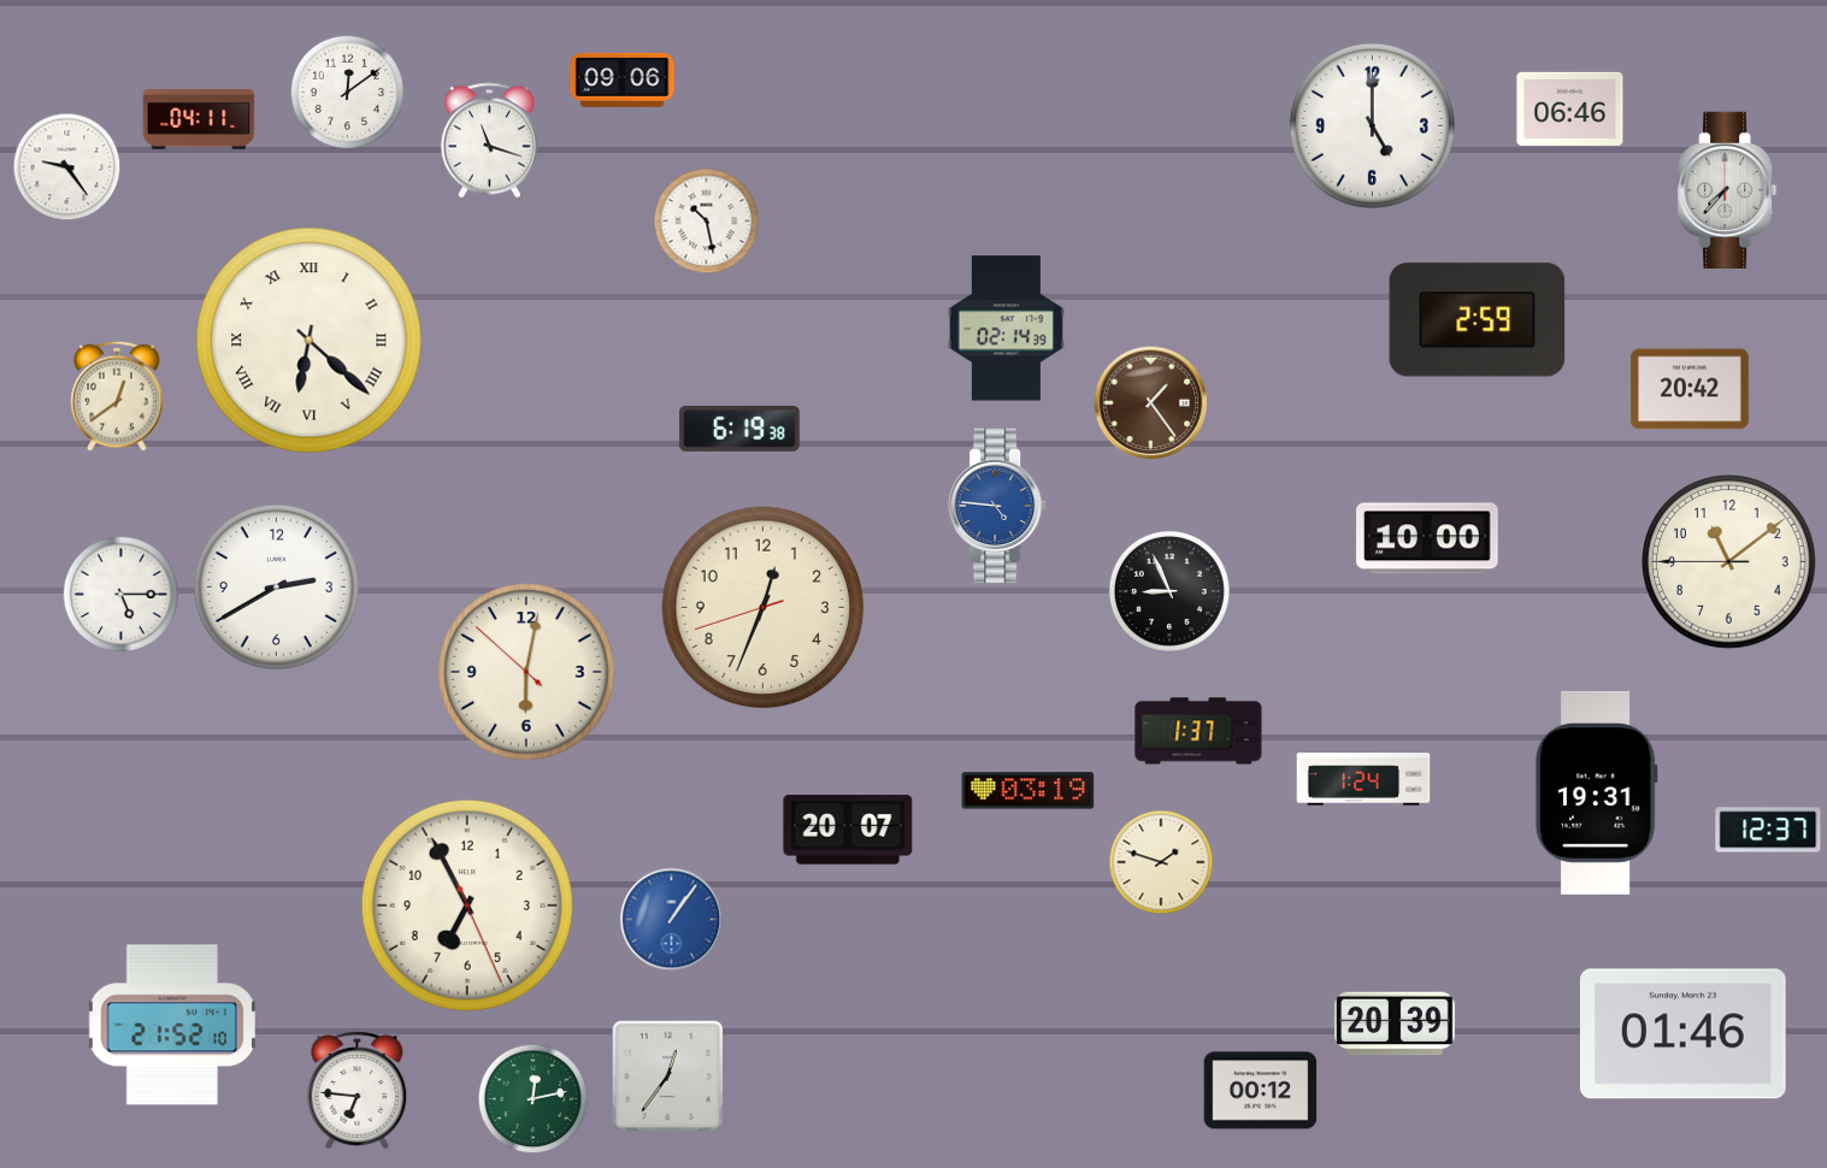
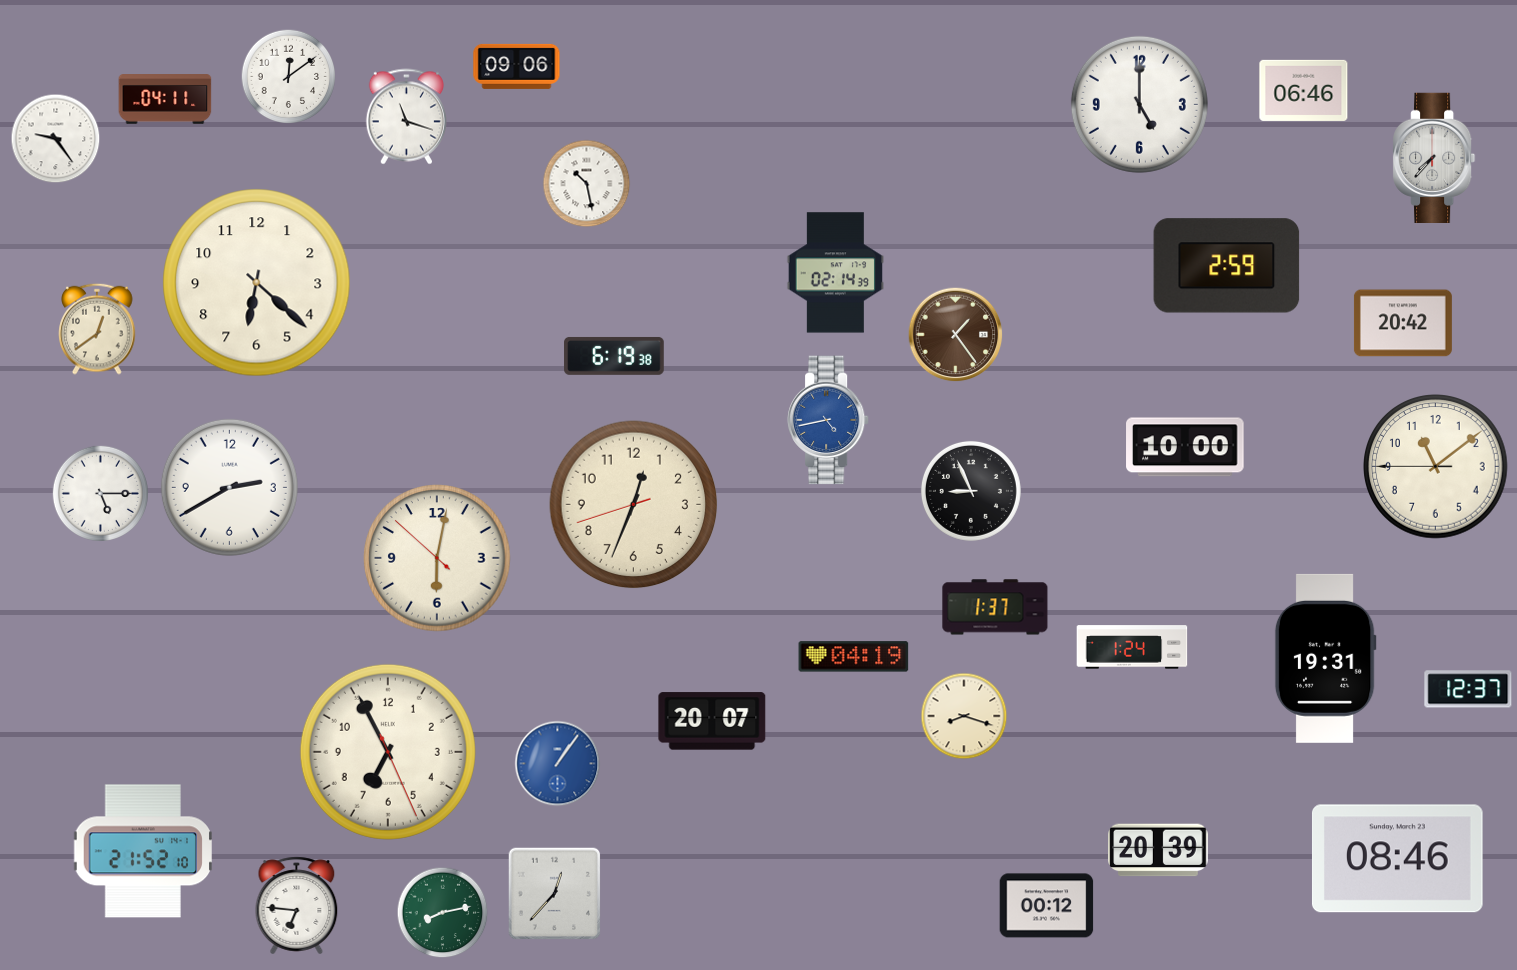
clock at (310, 341) numerals: Roman -> Arabic
clock at (997, 506): 4:46 -> 4:43
clock at (1029, 791): 03:19 -> 04:19
clock at (848, 830) position: (848, 830) -> (712, 721)
clock at (1161, 862): 1:48 -> 8:18
clock at (1682, 1034): 01:46 -> 08:46
clock at (668, 1076): 12:36 -> 12:37
clock at (534, 1099): 12:13 -> 8:13
